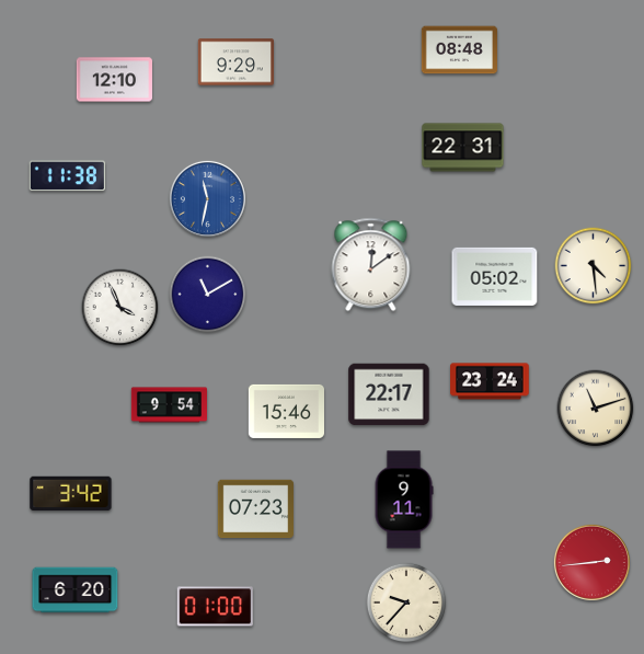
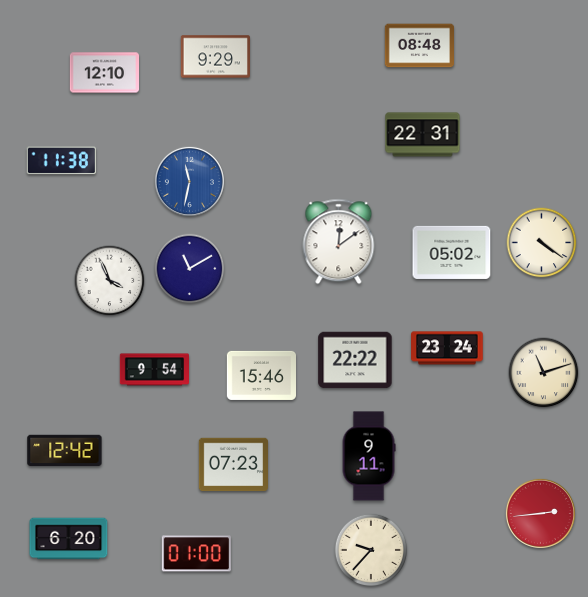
clock at (594, 266): 4:29 -> 4:21
clock at (389, 394): 22:17 -> 22:22
clock at (71, 494): 3:42 -> 12:42
